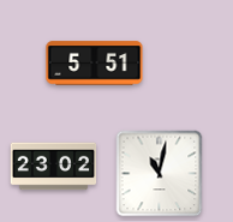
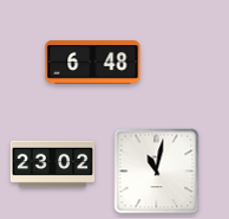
clock at (95, 64): 5:51 -> 6:48
